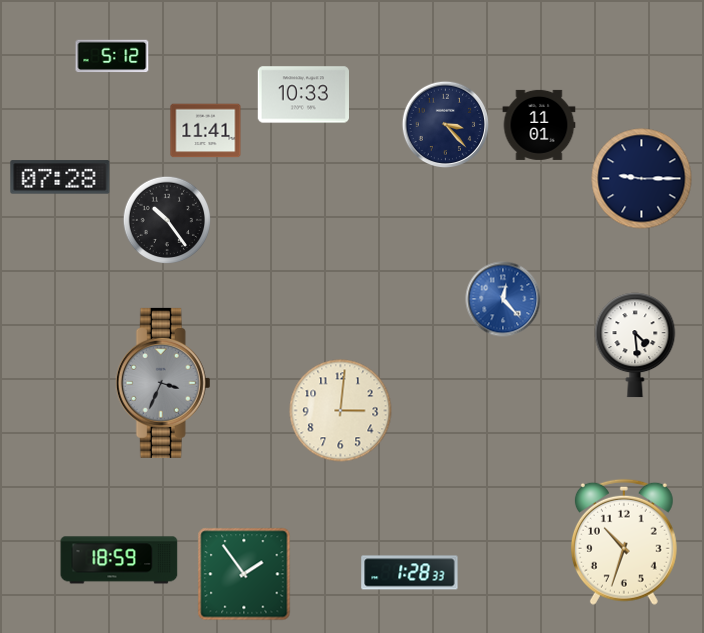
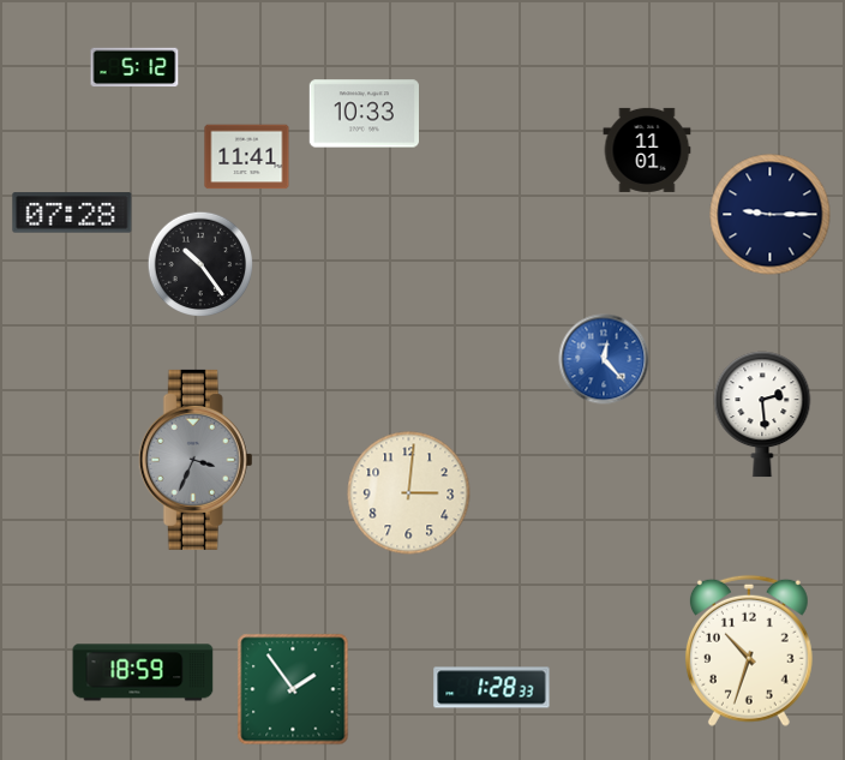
clock at (446, 125): 3:23 -> none
clock at (635, 345): 4:29 -> 2:29
